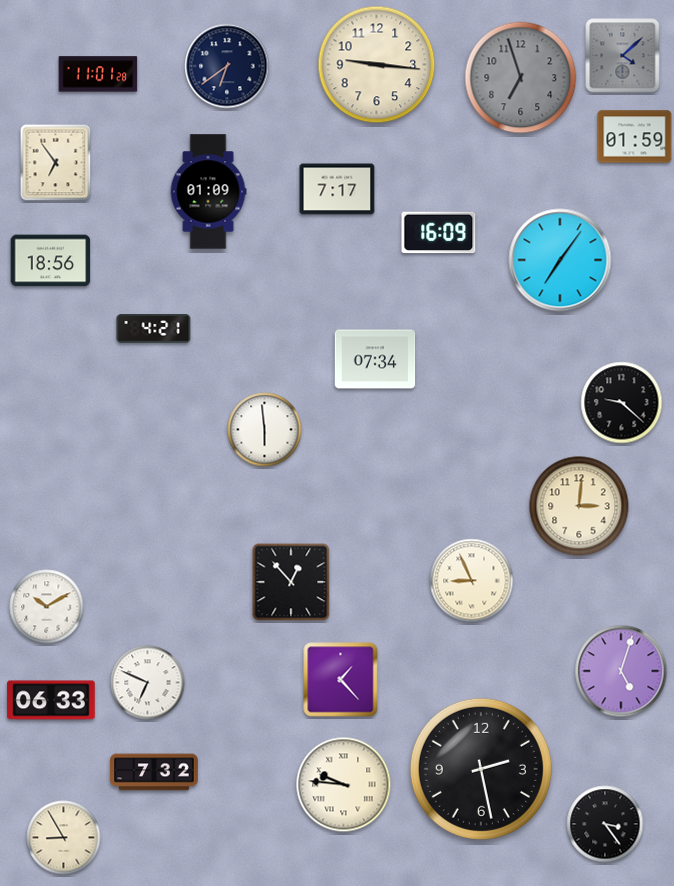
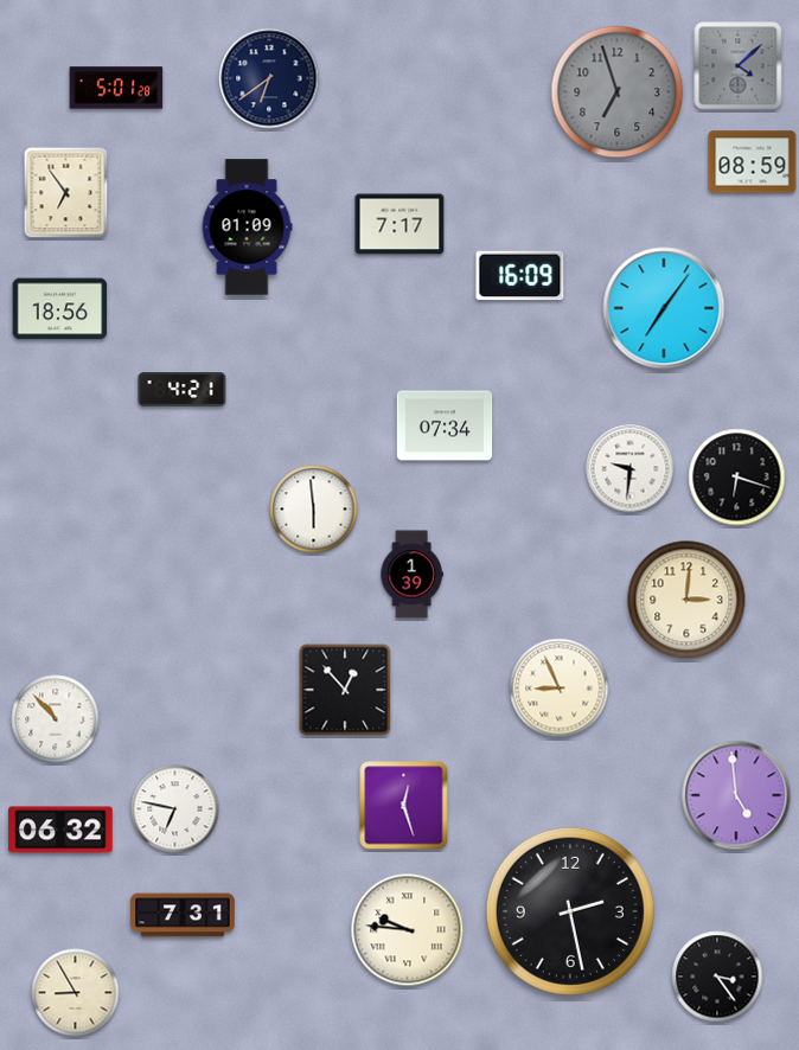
clock at (377, 65): 9:16 -> none
clock at (98, 74): 11:01 -> 5:01
clock at (635, 137): 01:59 -> 08:59
clock at (631, 469): none -> 9:31
clock at (622, 403): 9:22 -> 6:18
clock at (411, 575): none -> 1:39
clock at (47, 607): 10:10 -> 10:53
clock at (621, 671): 5:03 -> 4:59
clock at (341, 680): 1:23 -> 12:27
clock at (148, 683): 6:49 -> 6:47
clock at (51, 700): 06:33 -> 06:32
clock at (154, 772): 7:32 -> 7:31
